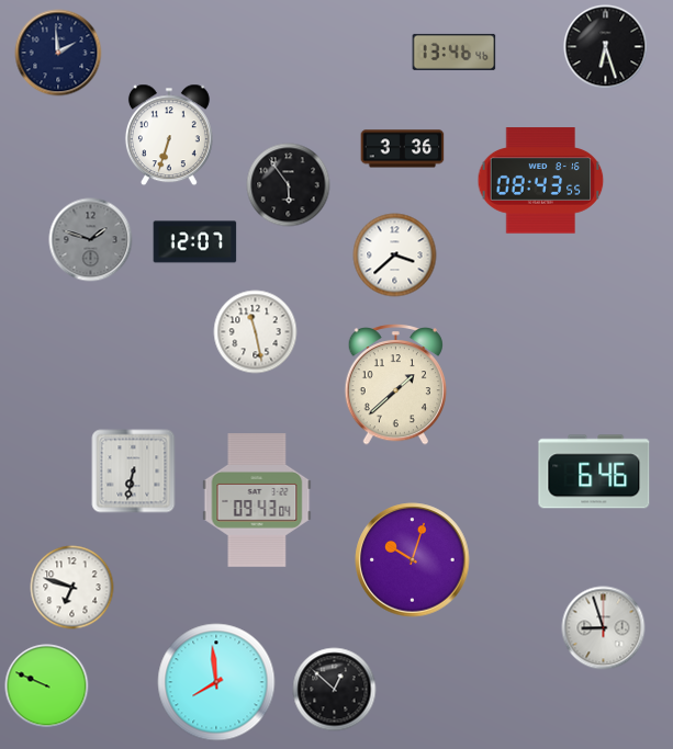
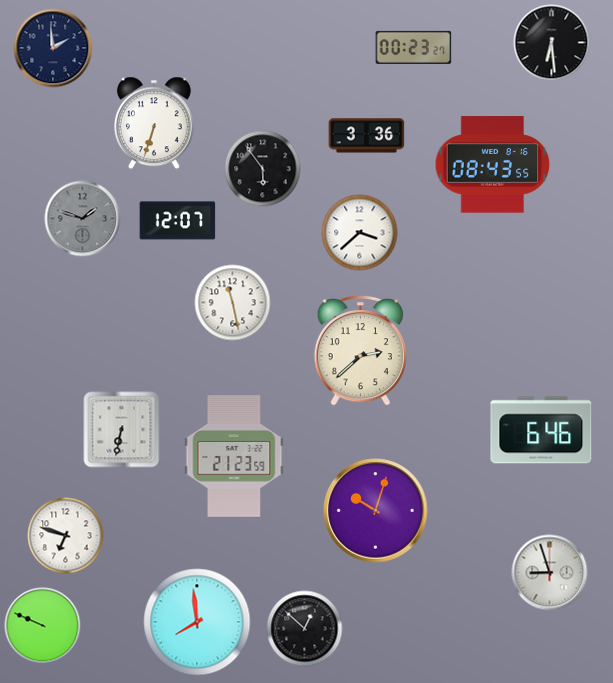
clock at (606, 47): 6:27 -> 6:29
clock at (455, 52): 13:46 -> 00:23
clock at (395, 385): 1:38 -> 2:38
clock at (257, 500): 09:43 -> 21:23
